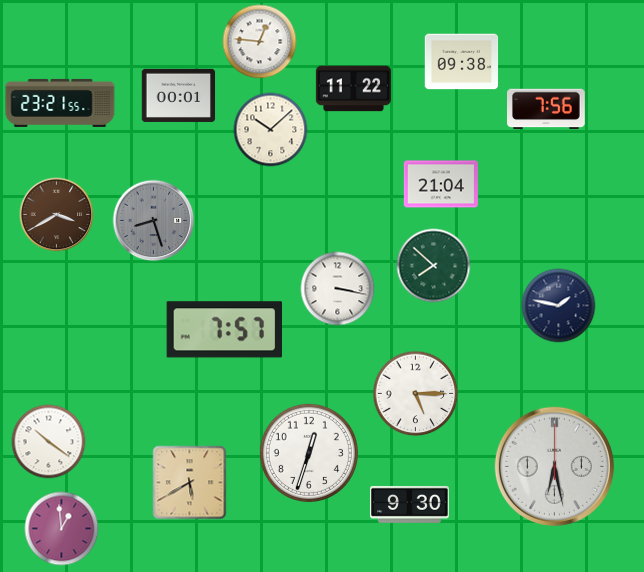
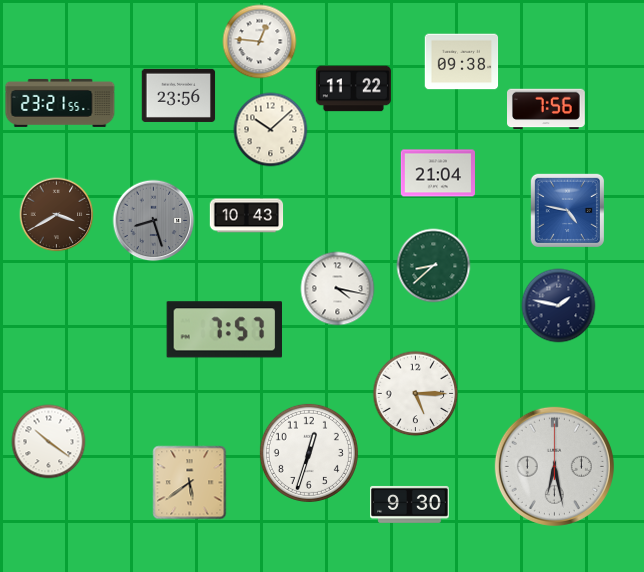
clock at (179, 95): 00:01 -> 23:56
clock at (440, 184) position: (440, 184) -> (437, 173)
clock at (567, 210): none -> 4:47
clock at (247, 216): none -> 10:43
clock at (434, 266): 7:52 -> 8:38
clock at (338, 289): 3:17 -> 4:17
clock at (190, 483): 5:40 -> 5:39
clock at (62, 529): 12:59 -> none
